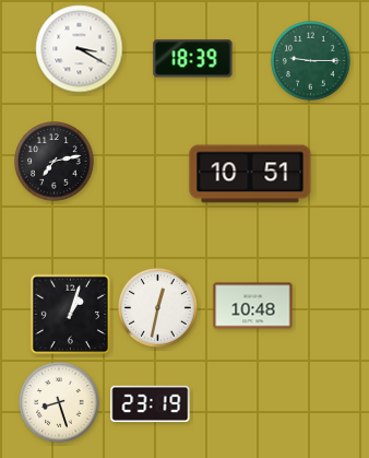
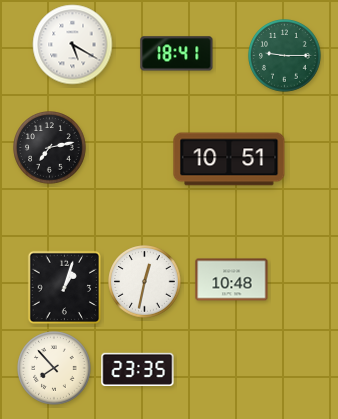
clock at (80, 49): 3:20 -> 5:20
clock at (193, 59): 18:39 -> 18:41
clock at (59, 402): 8:27 -> 7:53
clock at (151, 403): 23:19 -> 23:35
